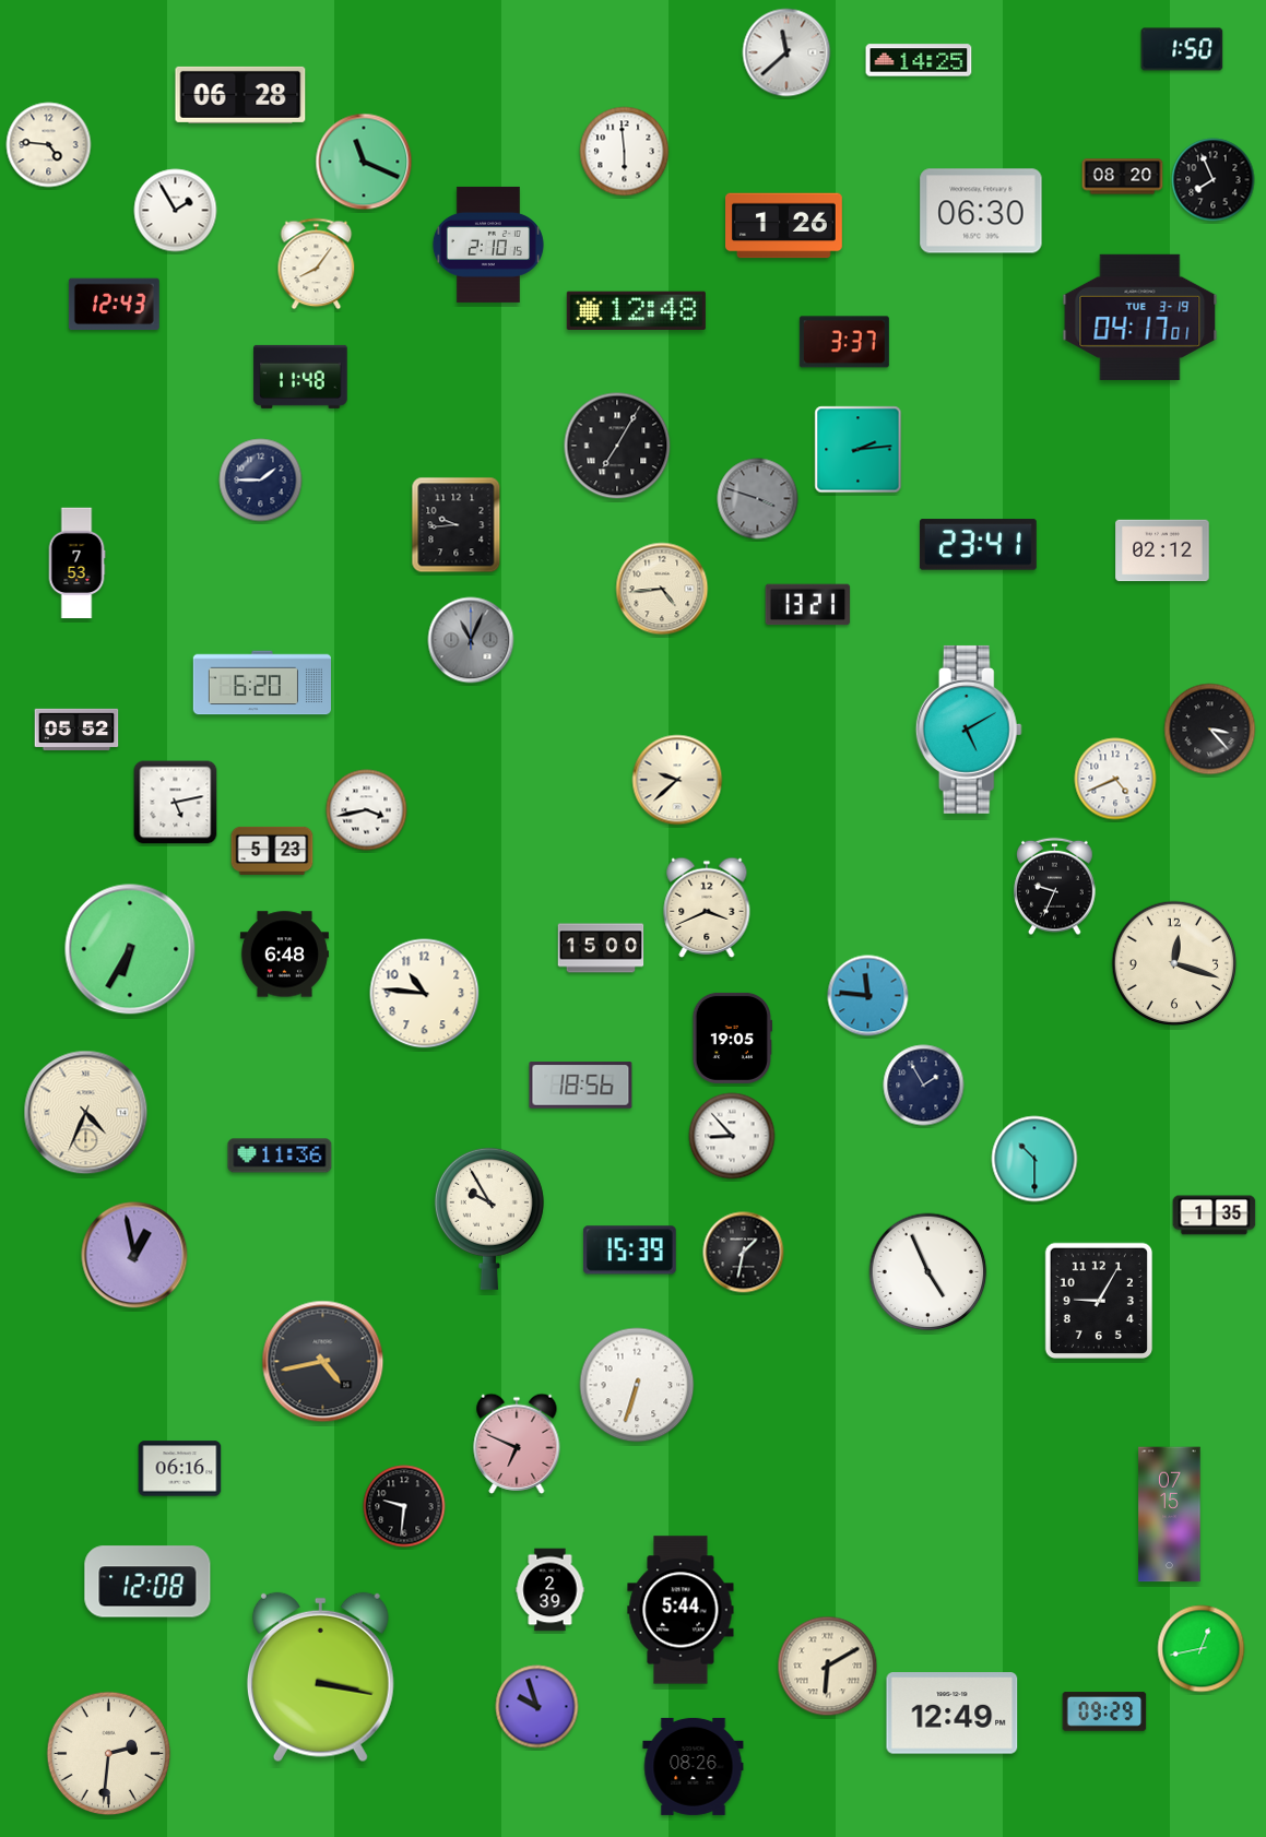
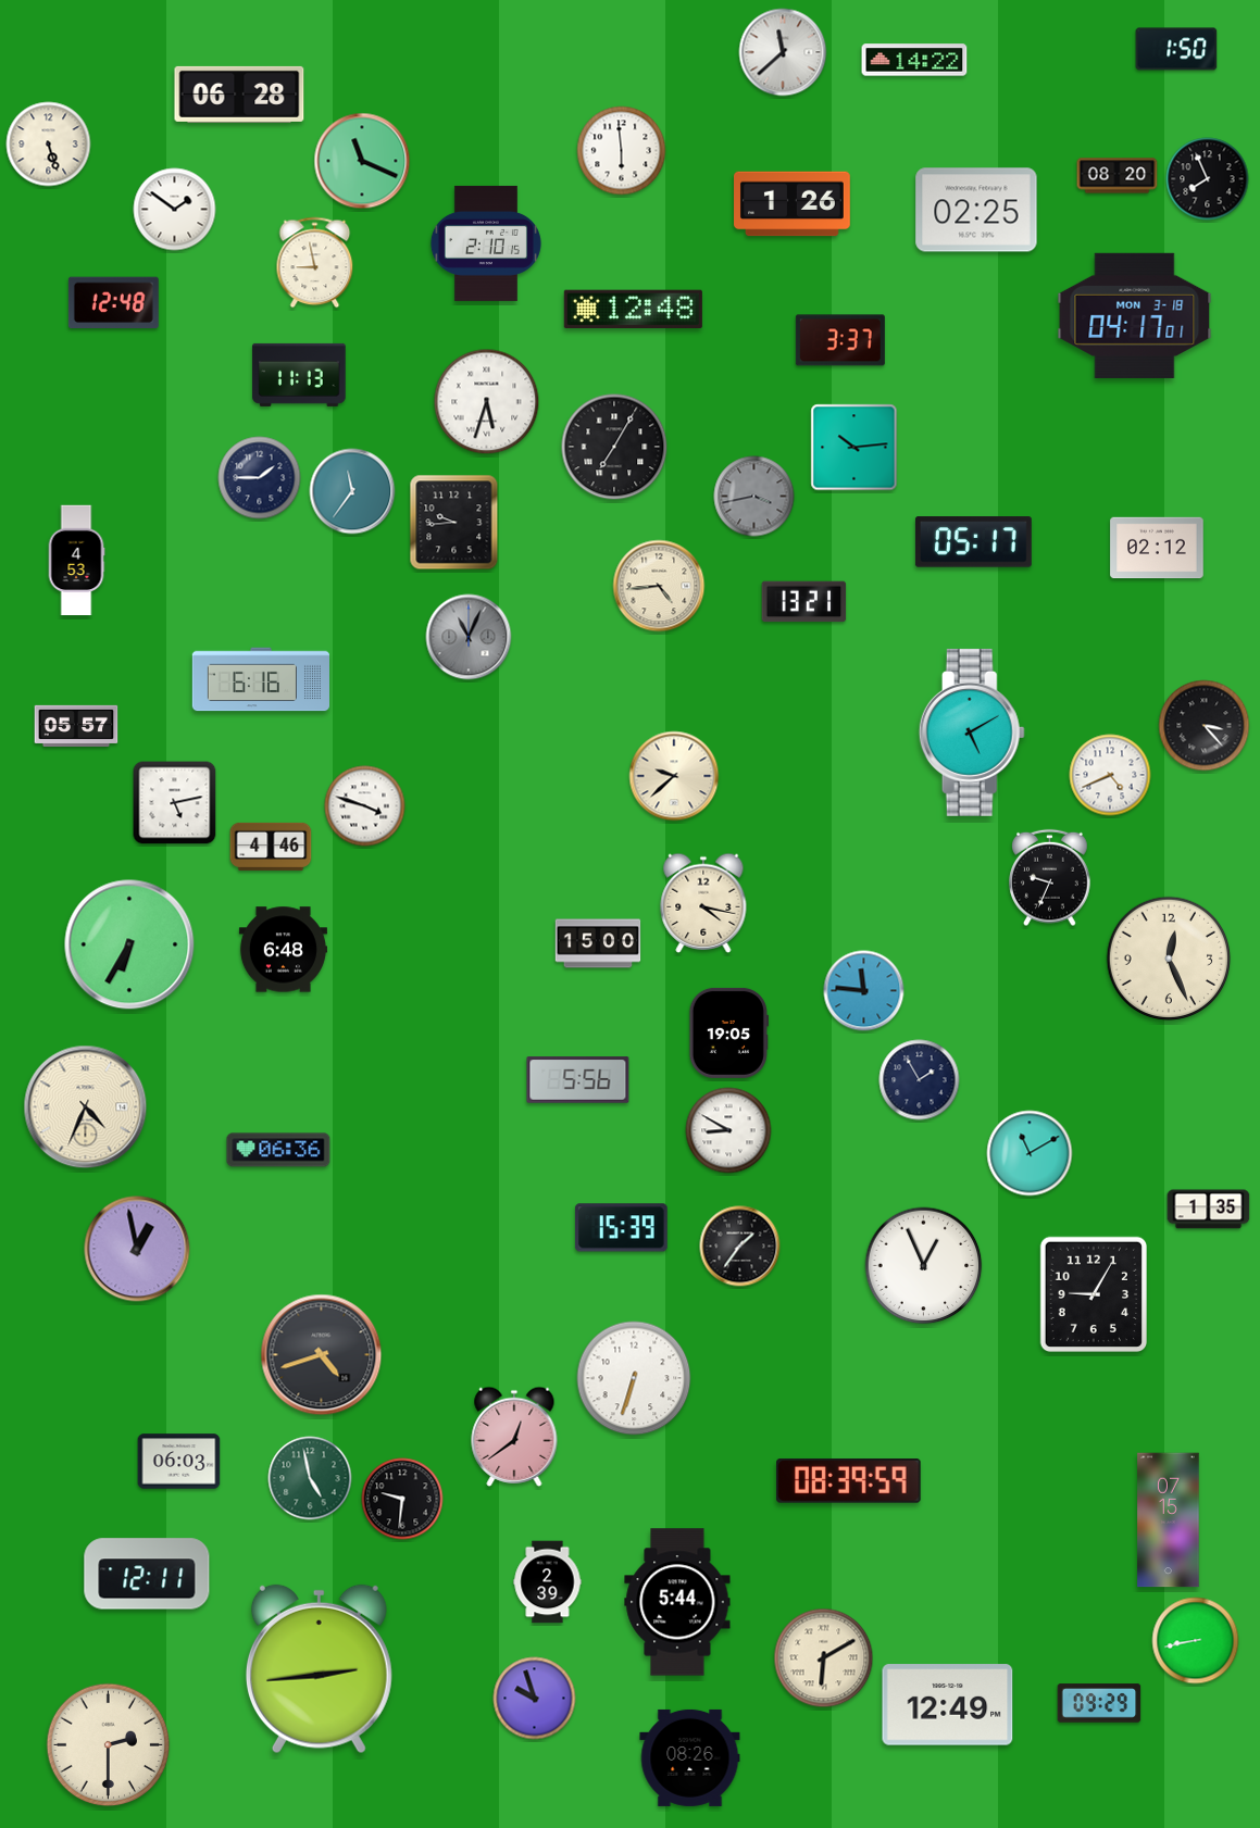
clock at (919, 60): 14:25 -> 14:22
clock at (49, 145): 4:46 -> 5:27
clock at (176, 211): 1:55 -> 1:51
clock at (981, 211): 06:30 -> 02:25
clock at (784, 226) position: (784, 226) -> (793, 204)
clock at (317, 264): 8:06 -> 8:58
clock at (114, 305): 12:43 -> 12:48
clock at (1140, 317) date: TUE 3-19 -> MON 3-18
clock at (300, 377): 11:48 -> 11:13
clock at (487, 402): none -> 5:33
clock at (617, 446) position: (617, 446) -> (614, 447)
clock at (859, 450): 2:14 -> 10:14
clock at (352, 491): none -> 11:36
clock at (758, 499): 3:48 -> 3:43
clock at (978, 545): 23:41 -> 05:17
clock at (76, 564): 7:53 -> 4:53
clock at (261, 683): 6:20 -> 6:16
clock at (76, 728): 05:52 -> 05:57
clock at (969, 730) position: (969, 730) -> (972, 733)
clock at (176, 803) position: (176, 803) -> (175, 803)
clock at (367, 810): 3:43 -> 3:48
clock at (272, 851): 5:23 -> 4:46
clock at (1055, 887) position: (1055, 887) -> (1050, 878)
clock at (707, 908): 3:41 -> 4:17
clock at (1174, 963): 12:18 -> 12:26
clock at (425, 994): 10:46 -> none
clock at (581, 1086): 18:56 -> 5:56
clock at (732, 1136): 8:53 -> 8:50
clock at (280, 1155): 11:36 -> 06:36
clock at (1034, 1159): 10:30 -> 11:10
clock at (489, 1219): 9:55 -> none
clock at (630, 1251) position: (630, 1251) -> (622, 1228)
clock at (744, 1253): 1:32 -> 1:36
clock at (134, 1255) position: (134, 1255) -> (137, 1249)
clock at (928, 1272): 4:56 -> 12:56
clock at (323, 1362): 4:43 -> 4:42
clock at (517, 1444): 6:49 -> 12:39
clock at (180, 1469): 06:16 -> 06:03
clock at (310, 1478): none -> 4:58
clock at (849, 1481): none -> 08:39
clock at (1170, 1515) position: (1170, 1515) -> (1169, 1520)
clock at (147, 1581): 12:08 -> 12:11
clock at (1202, 1649): 12:43 -> 8:43
clock at (320, 1678): 3:17 -> 2:44
clock at (109, 1754): 2:31 -> 2:30
